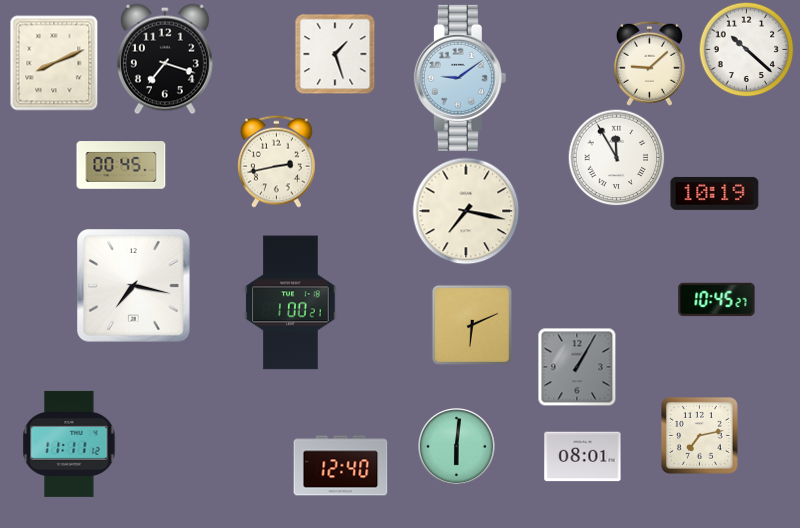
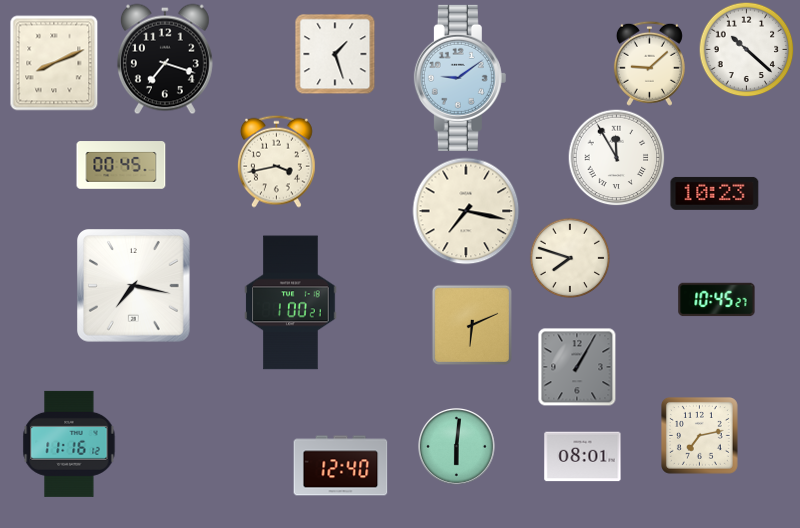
clock at (277, 161): 2:43 -> 3:43
clock at (715, 193): 10:19 -> 10:23
clock at (569, 257): none -> 7:48
clock at (69, 444): 11:11 -> 11:16
